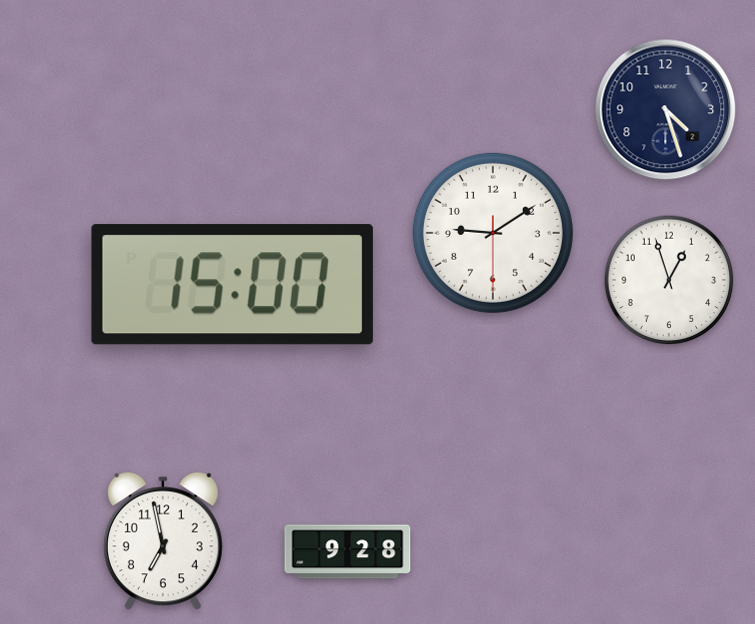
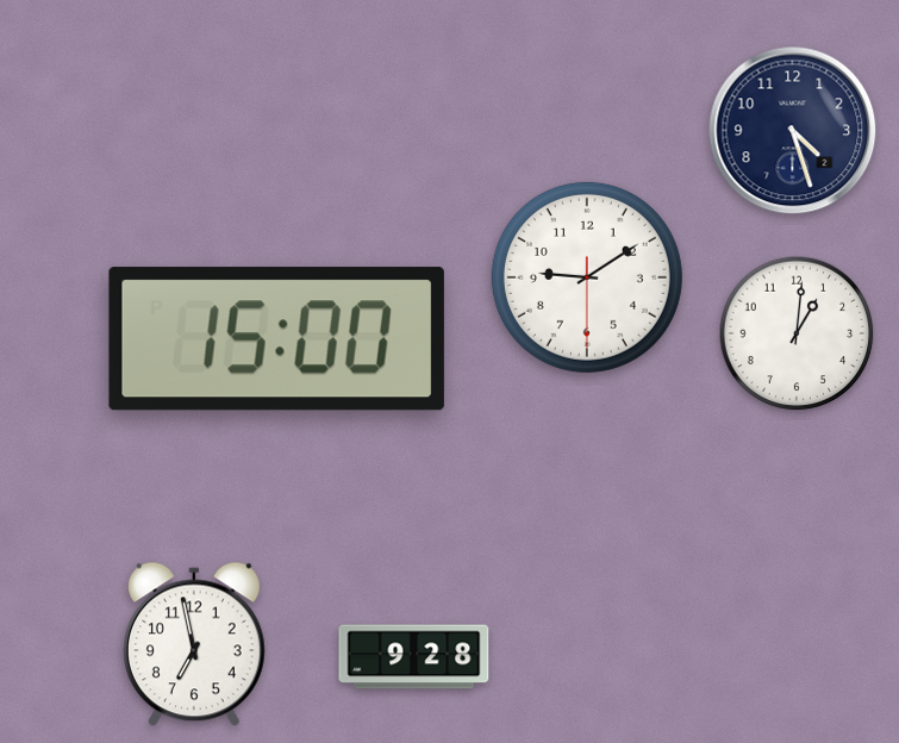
clock at (669, 280): 12:57 -> 1:01
